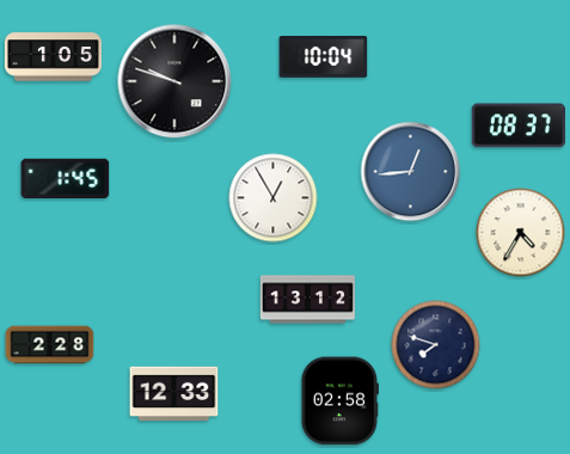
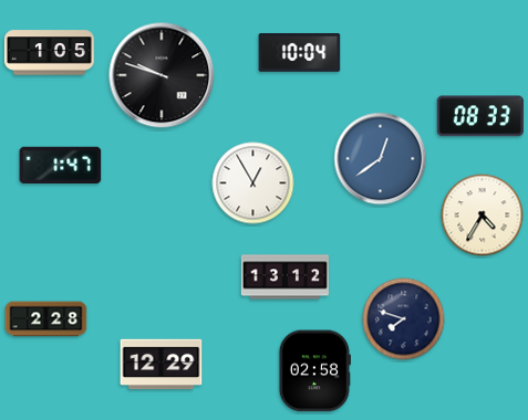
clock at (519, 125): 08:37 -> 08:33
clock at (411, 172): 12:44 -> 12:39
clock at (66, 178): 1:45 -> 1:47
clock at (174, 394): 12:33 -> 12:29
